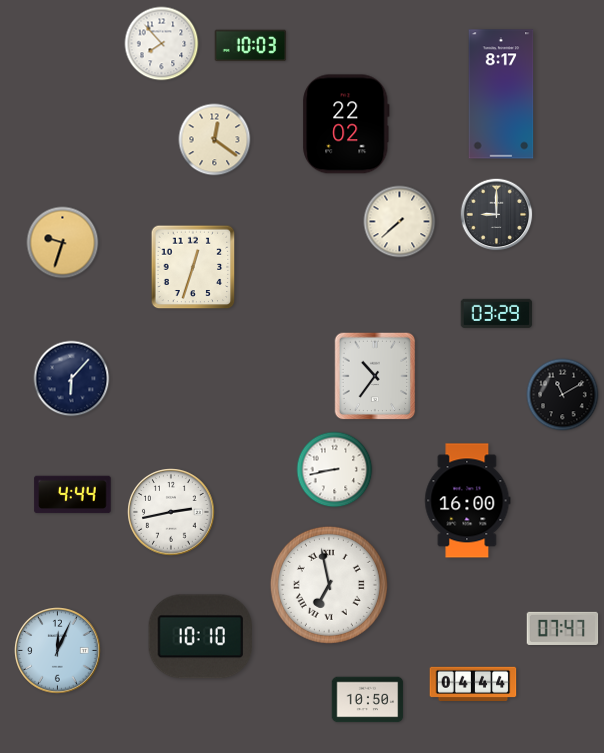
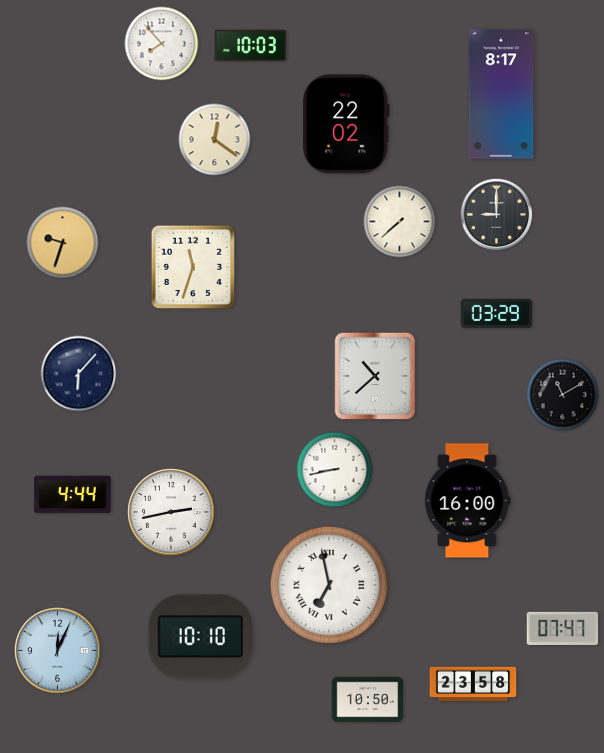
clock at (193, 267): 12:33 -> 11:33
clock at (375, 376): 10:36 -> 10:38
clock at (72, 379) position: (72, 379) -> (79, 374)
clock at (473, 684): 04:44 -> 23:58
